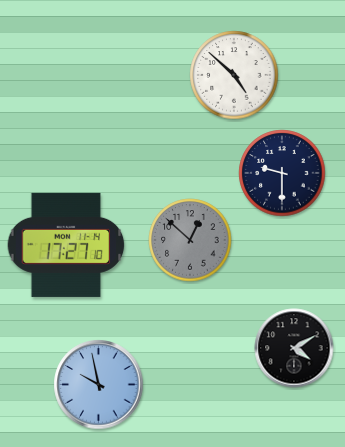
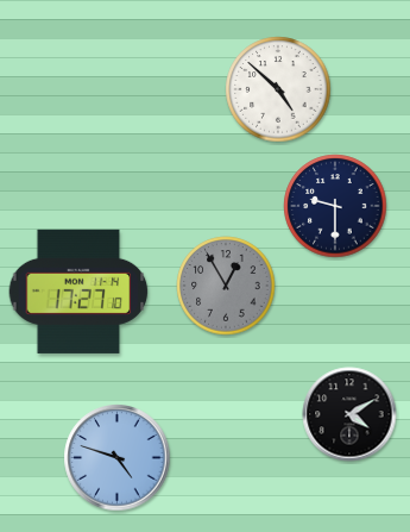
clock at (190, 240): 12:52 -> 12:55
clock at (99, 385): 9:58 -> 4:48
